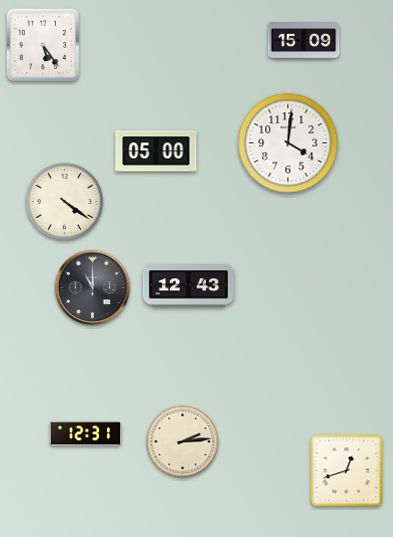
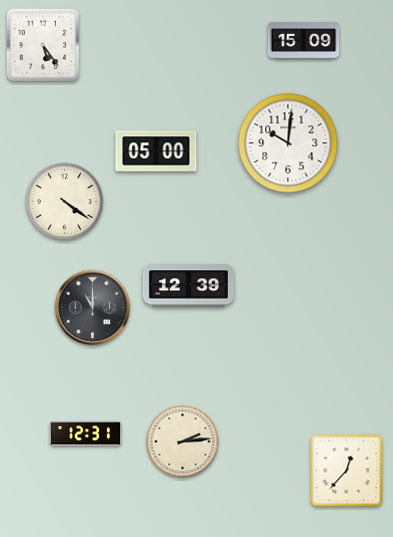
clock at (288, 143): 4:01 -> 10:01
clock at (188, 286): 12:43 -> 12:39
clock at (93, 288) position: (93, 288) -> (93, 308)
clock at (347, 471): 12:42 -> 12:37
